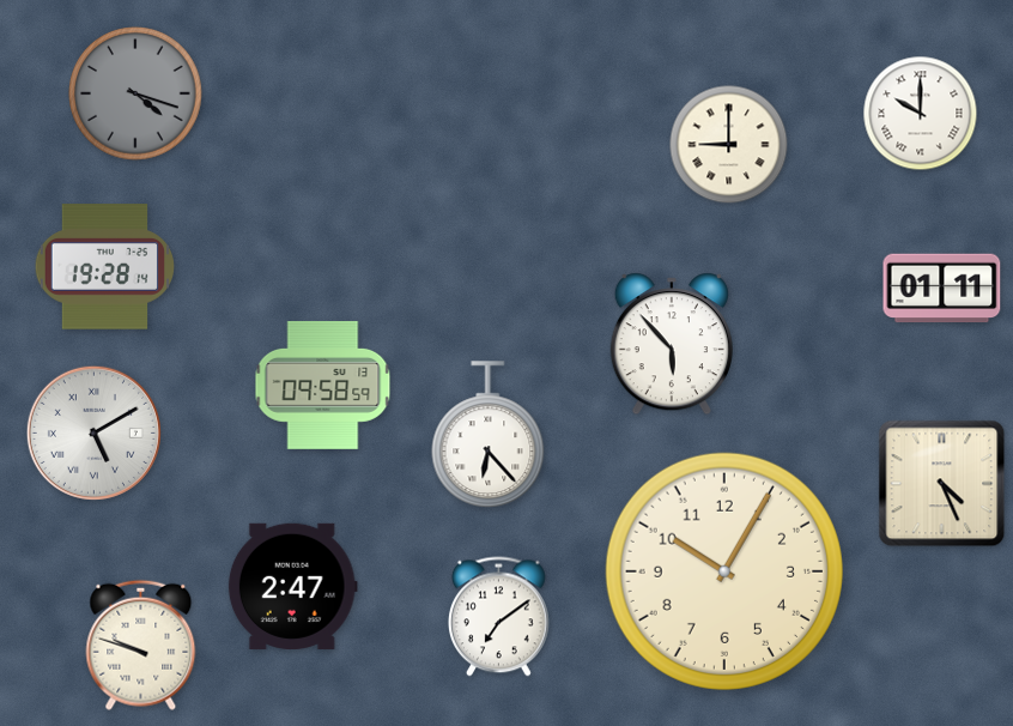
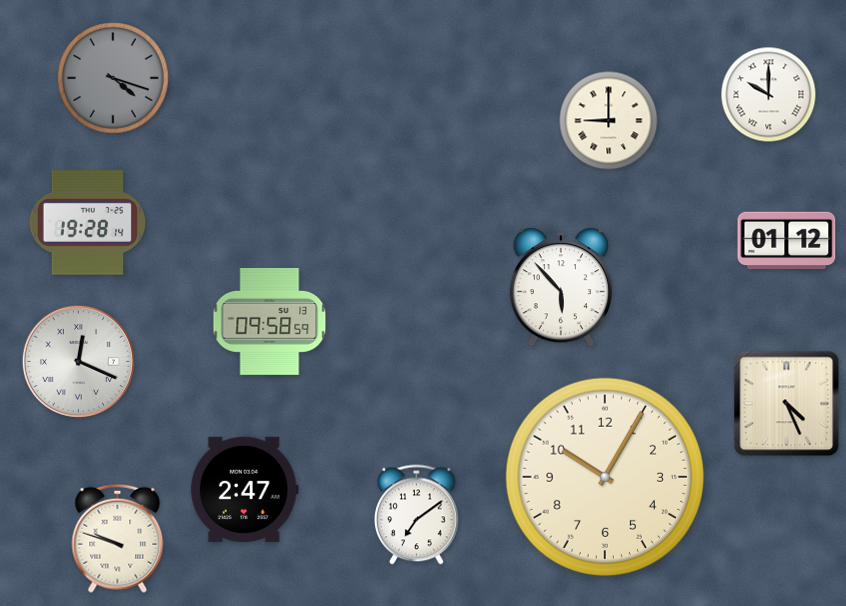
clock at (942, 289): 01:11 -> 01:12
clock at (93, 432): 5:10 -> 12:19
clock at (489, 435): 6:23 -> none
